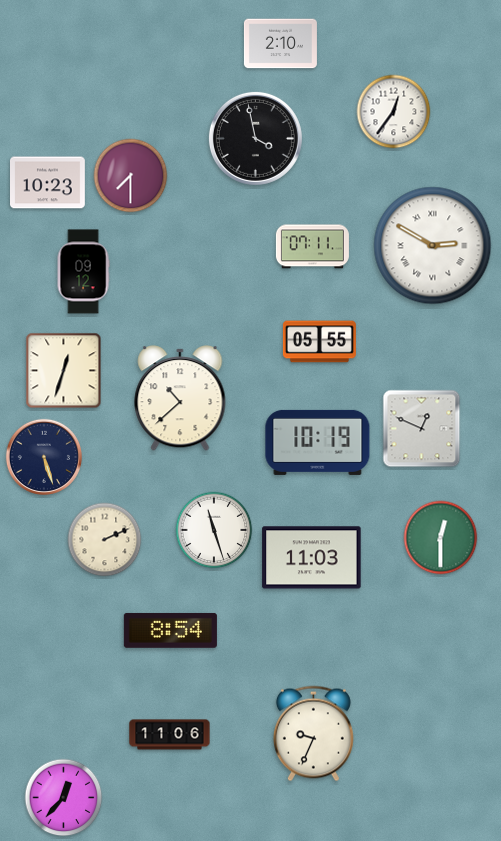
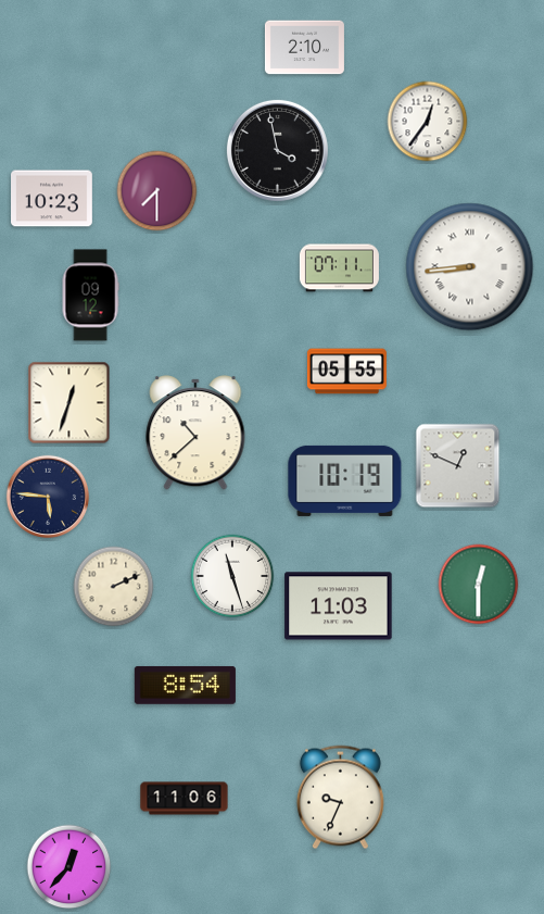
clock at (131, 176) position: (131, 176) -> (157, 191)
clock at (433, 246): 2:50 -> 8:44
clock at (43, 456): 5:27 -> 5:46
